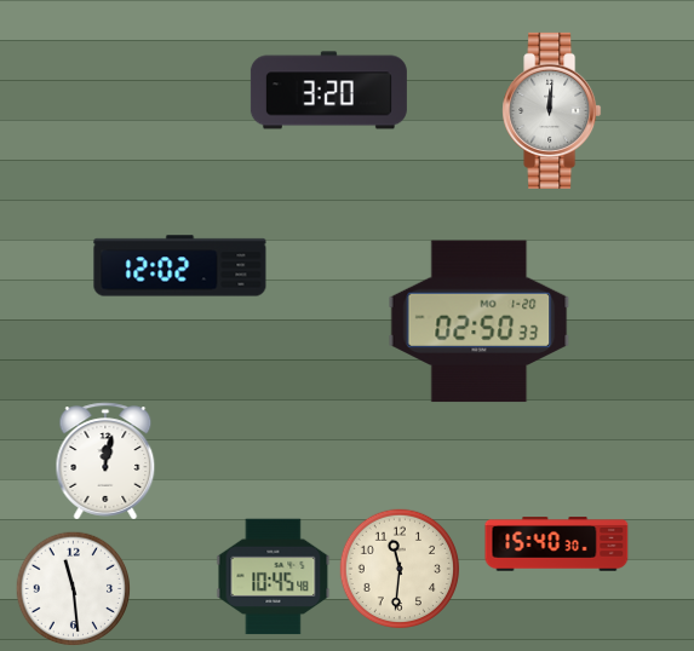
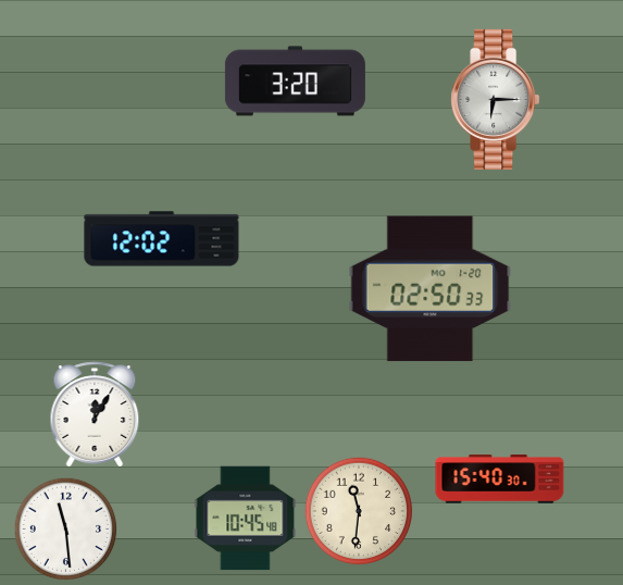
clock at (552, 110): 12:01 -> 6:15
clock at (105, 461): 12:02 -> 12:05
clock at (557, 545) position: (557, 545) -> (500, 480)
